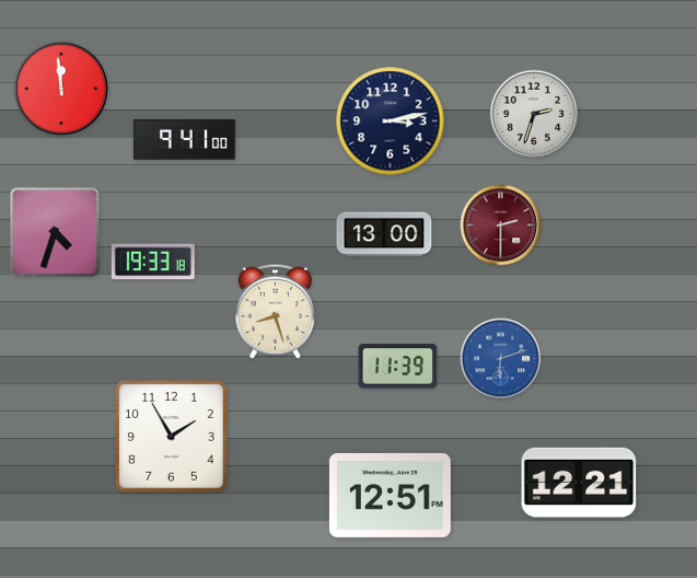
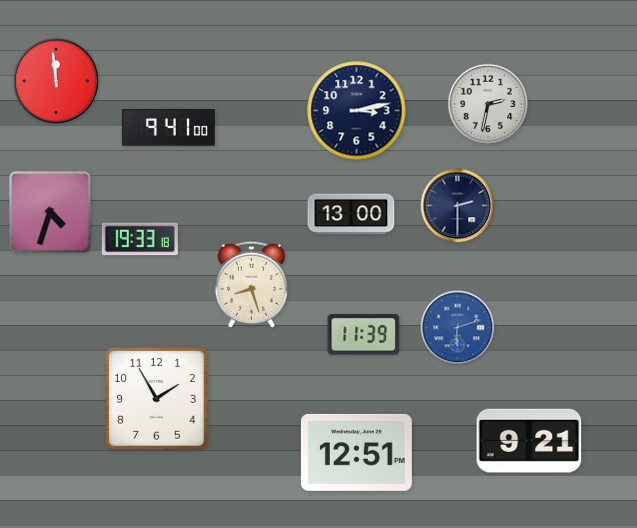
clock at (534, 114): 2:33 -> 2:32
clock at (501, 226) dial: burgundy -> navy
clock at (579, 482): 12:21 -> 9:21
